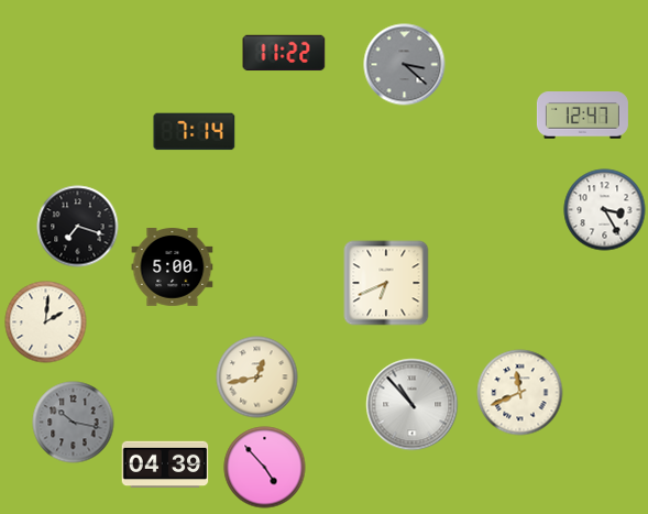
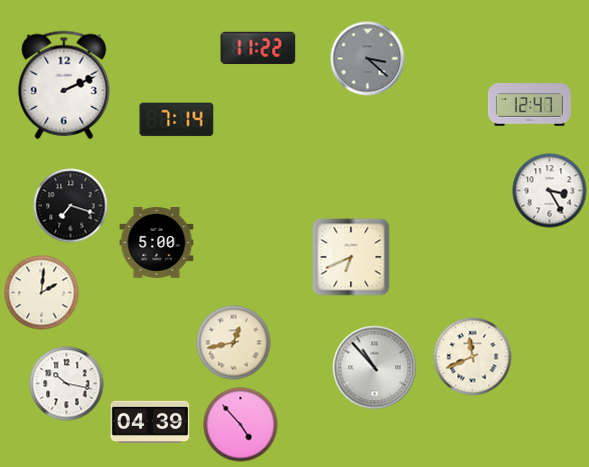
clock at (64, 85): none -> 2:11
clock at (74, 423) dial: grey -> white
